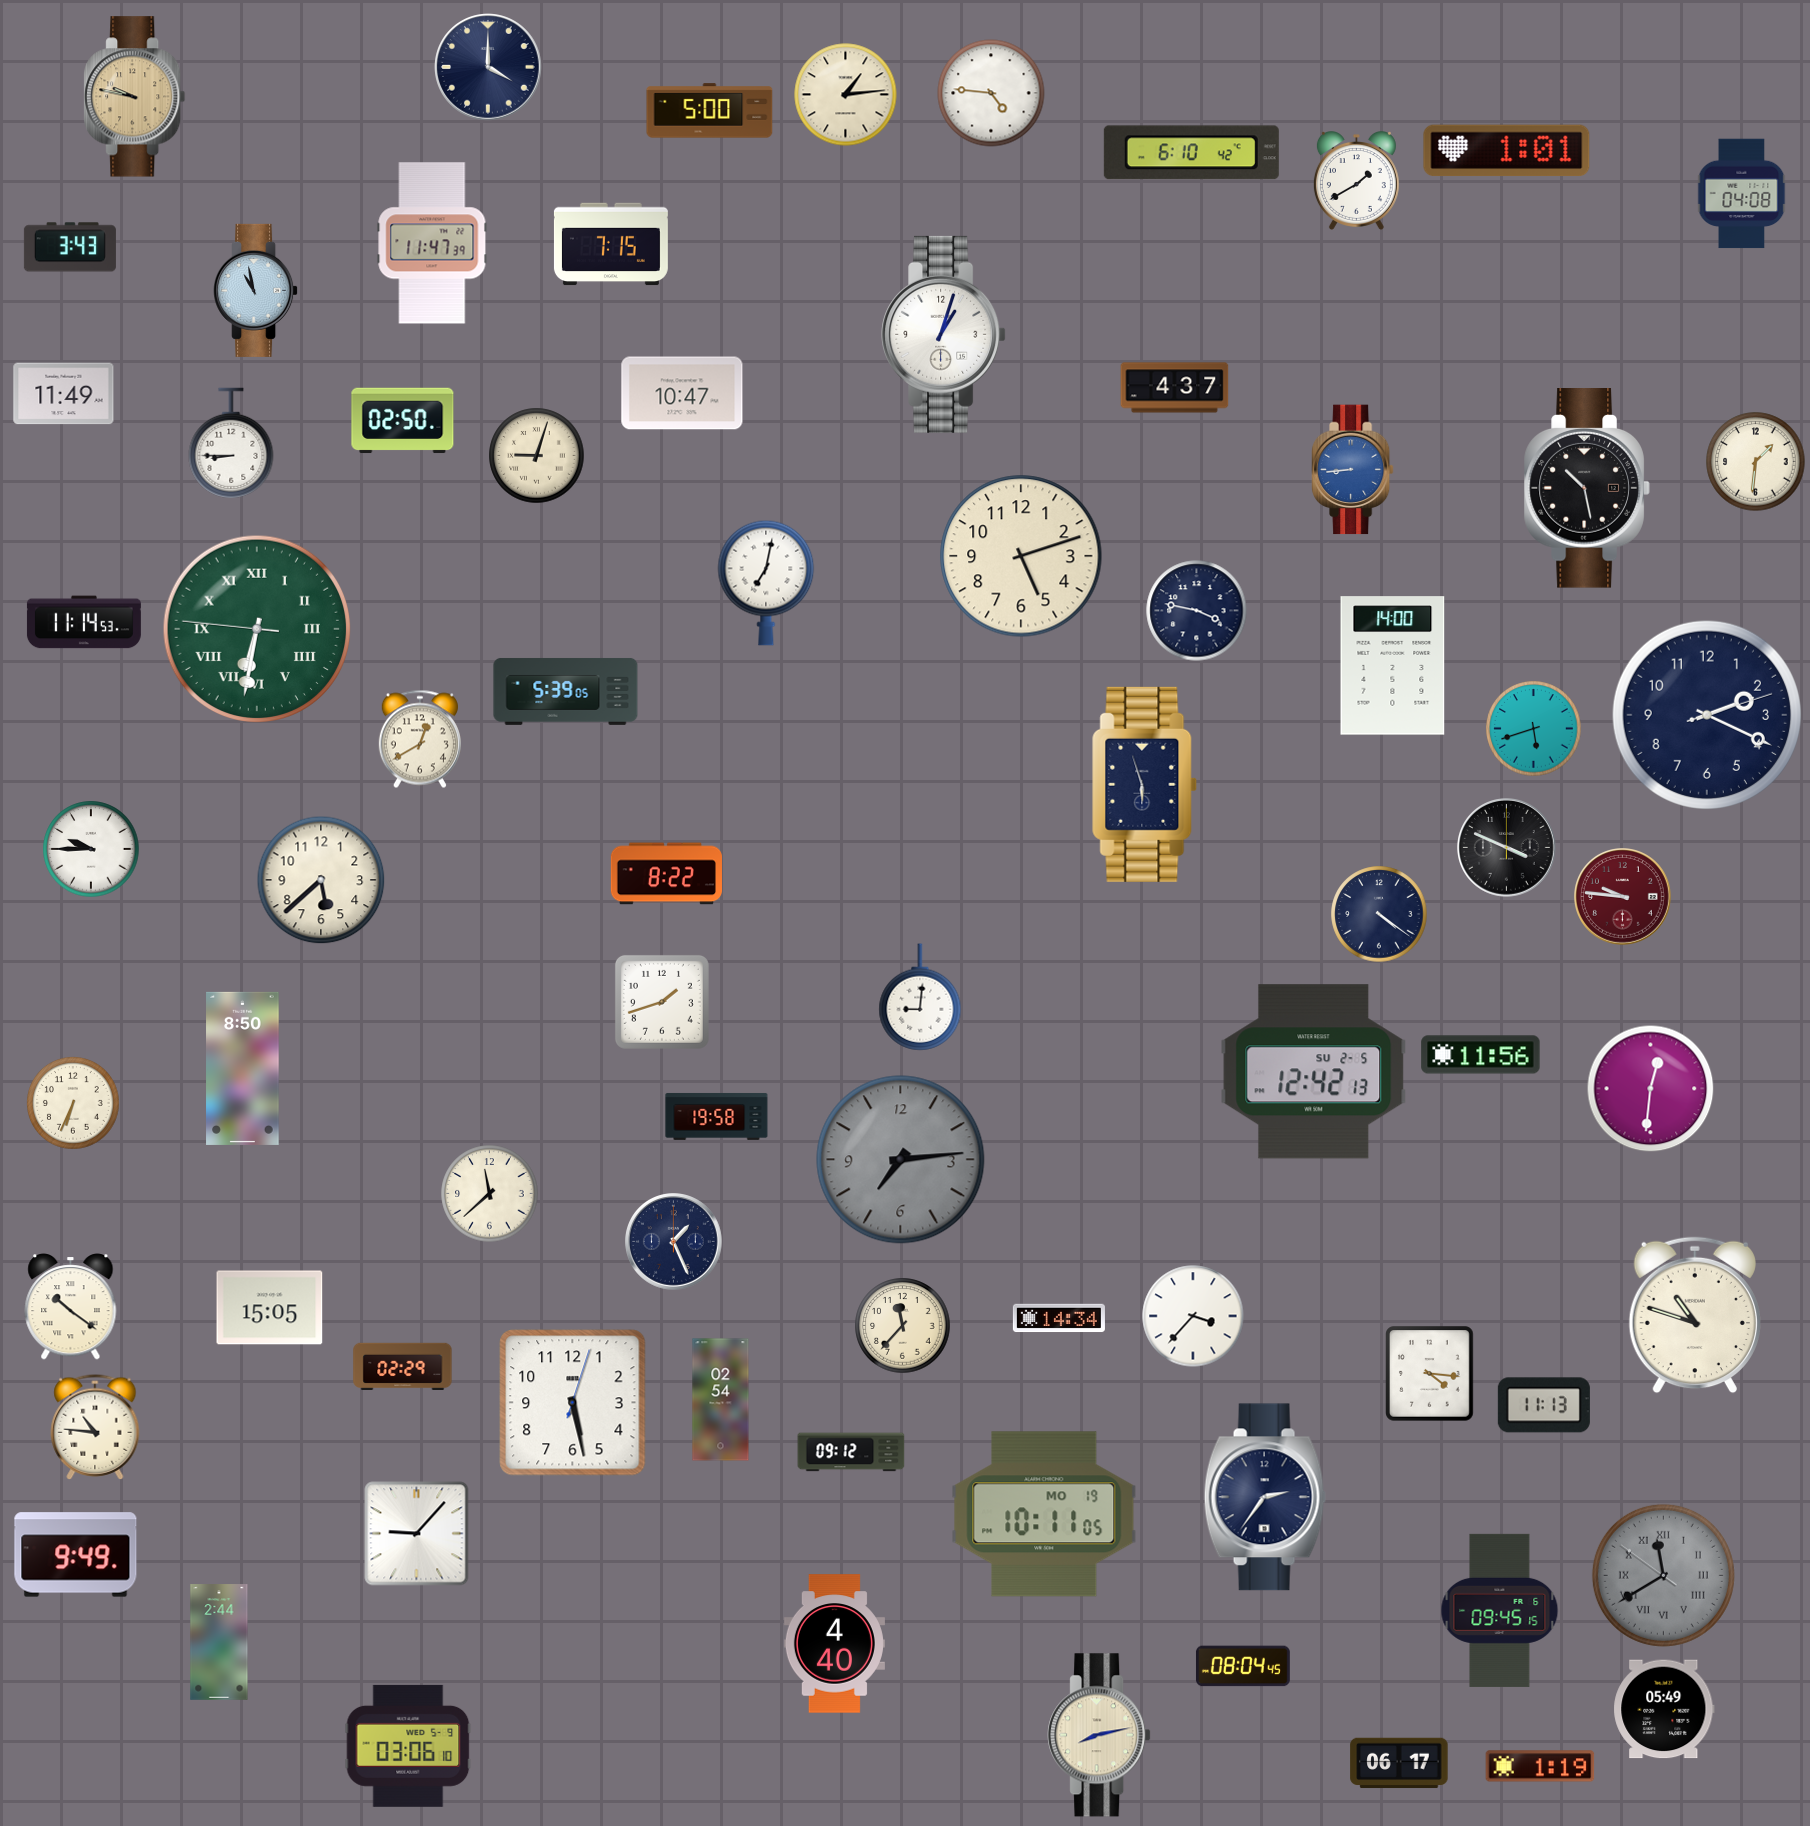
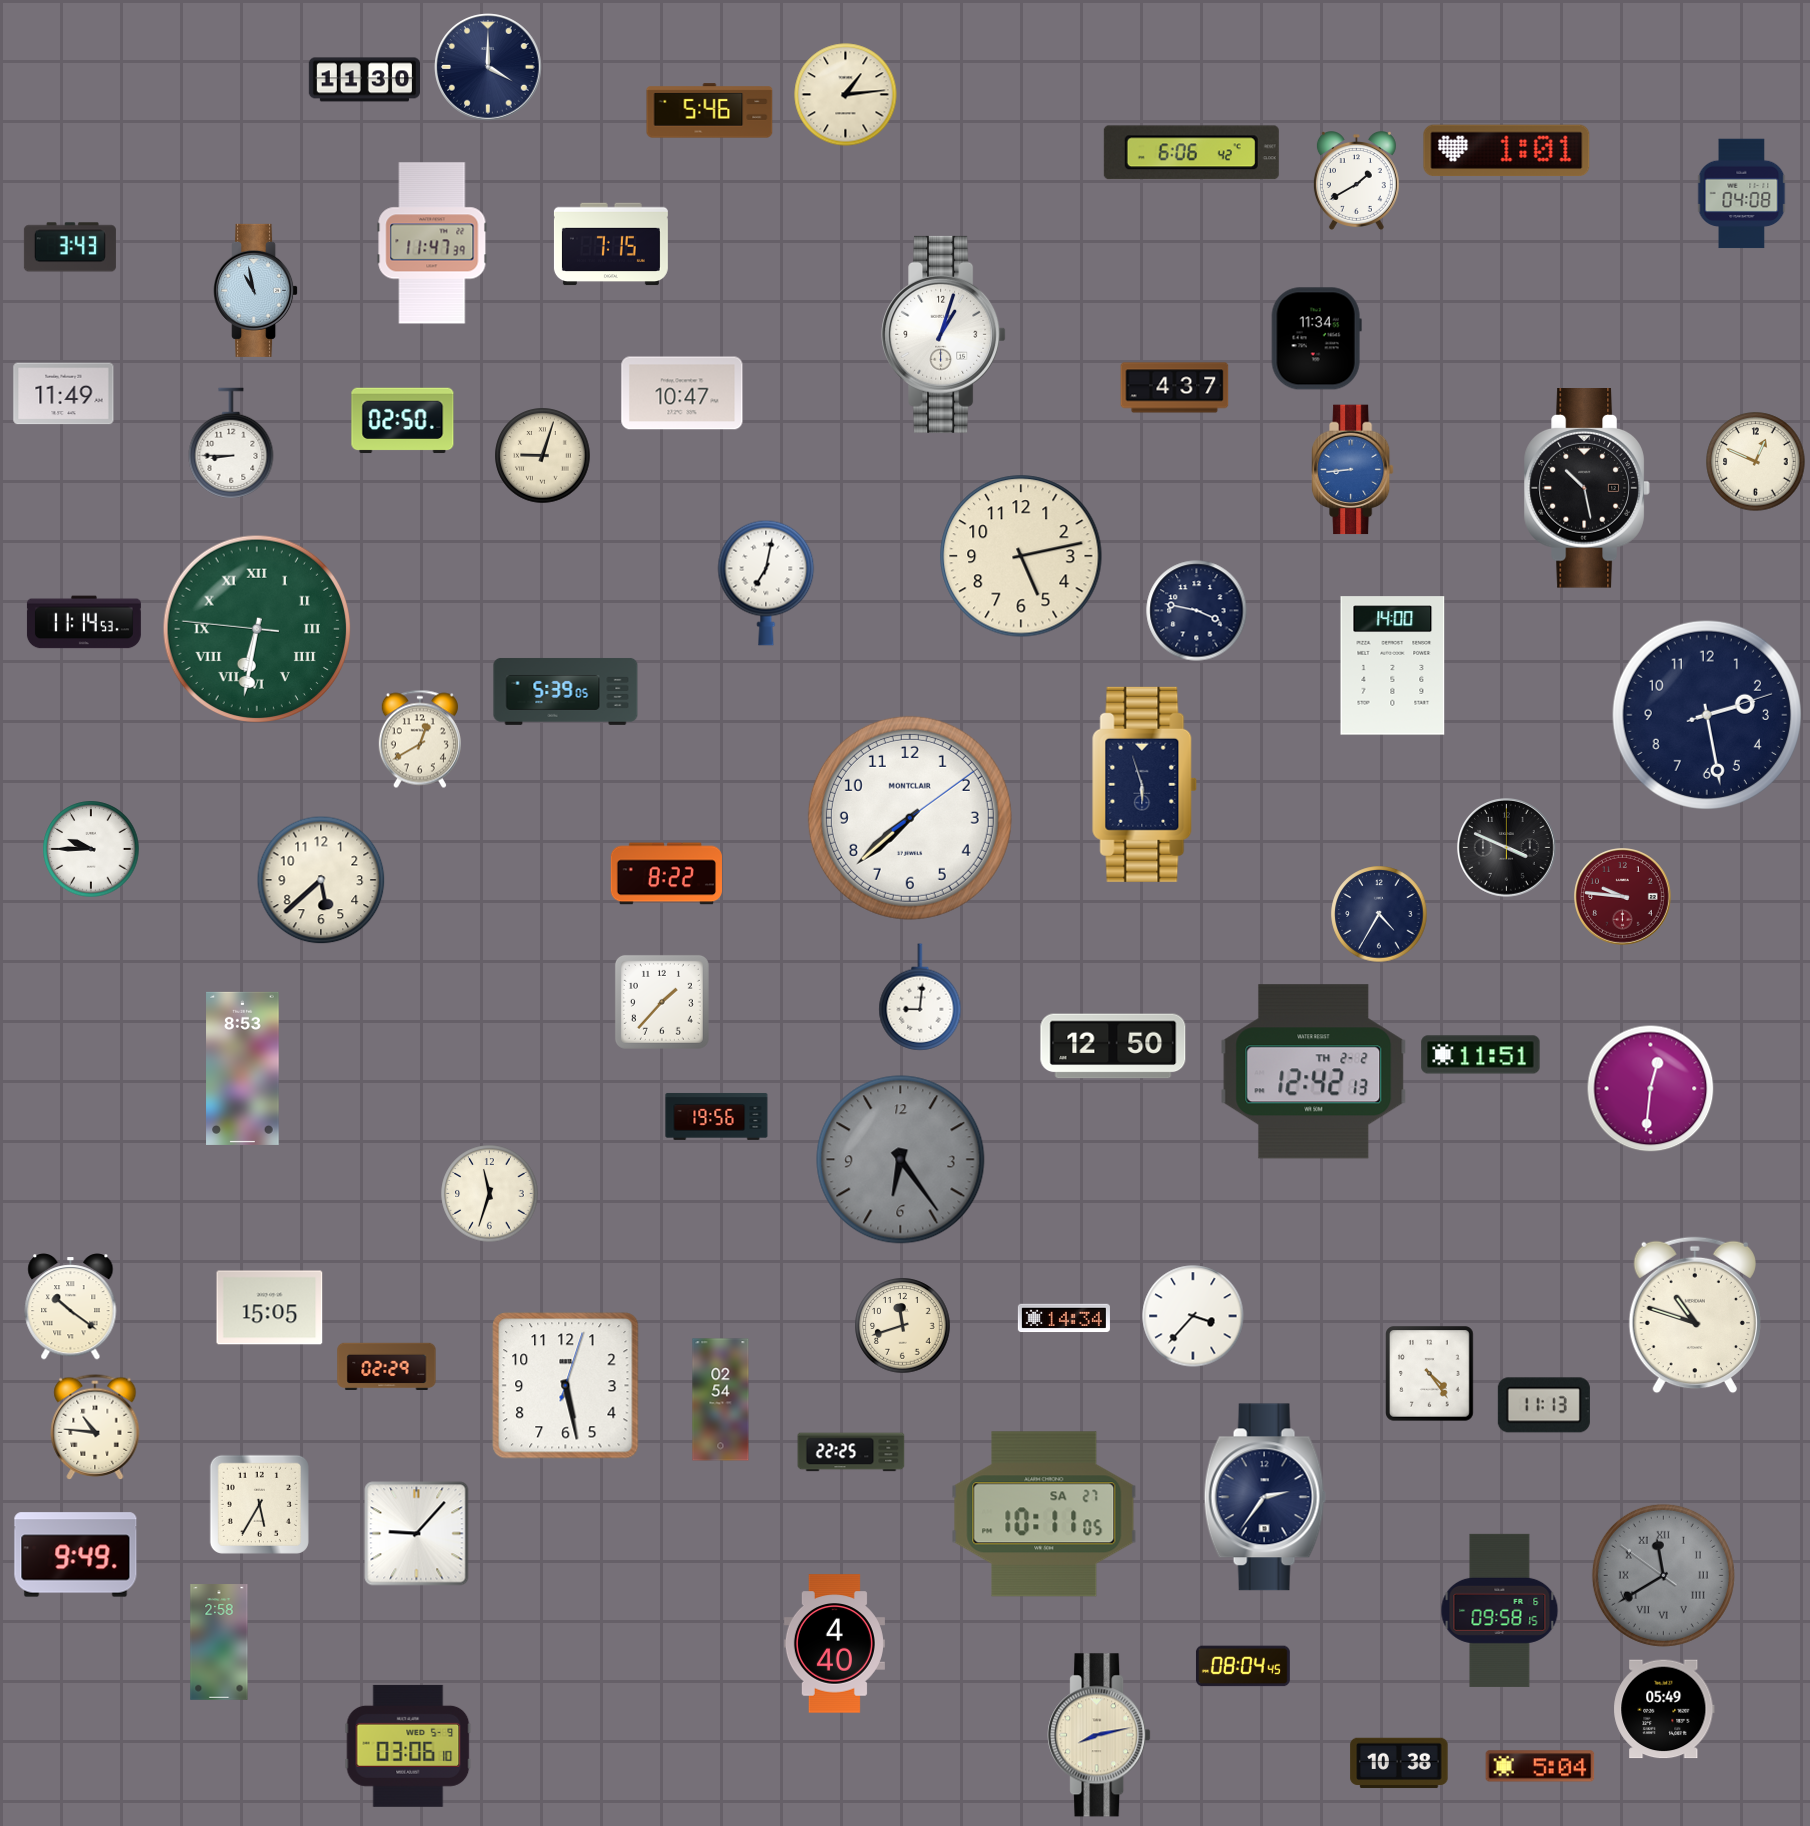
clock at (364, 80): none -> 11:30
clock at (991, 93): 4:46 -> none
clock at (135, 97): 9:47 -> none
clock at (710, 111): 5:00 -> 5:46
clock at (1191, 153): 6:10 -> 6:06
clock at (1316, 339): none -> 11:34
clock at (537, 456) position: (537, 456) -> (543, 456)
clock at (1756, 462): 1:31 -> 12:49
clock at (1021, 556): 5:12 -> 5:13
clock at (1706, 714): 2:19 -> 2:28
clock at (1534, 729): 5:42 -> none
clock at (910, 818): none -> 7:38
clock at (1379, 914): 4:21 -> 4:35
clock at (662, 1002): 1:42 -> 1:37
clock at (1113, 1046): none -> 12:50
clock at (1481, 1055): 11:56 -> 11:51
clock at (243, 1068): 8:50 -> 8:53
clock at (1314, 1072) date: SU 2-5 -> TH 2-2
clock at (74, 1104): 6:34 -> none
clock at (717, 1116): 19:58 -> 19:56
clock at (901, 1160): 7:14 -> 6:24
clock at (490, 1194): 11:38 -> 11:33
clock at (674, 1242): 1:26 -> none
clock at (1059, 1318) position: (1059, 1318) -> (1064, 1318)
clock at (903, 1326): 11:37 -> 11:42
clock at (403, 1367) position: (403, 1367) -> (387, 1367)
clock at (1430, 1374): 4:16 -> 4:24
clock at (573, 1403) position: (573, 1403) -> (566, 1386)
clock at (851, 1452): 09:12 -> 22:25
clock at (259, 1504): none -> 5:35
clock at (1044, 1514) date: MO 19 -> SA 27
clock at (1500, 1610): 09:45 -> 09:58
clock at (219, 1642): 2:44 -> 2:58
clock at (1399, 1763): 06:17 -> 10:38
clock at (1540, 1766): 1:19 -> 5:04
